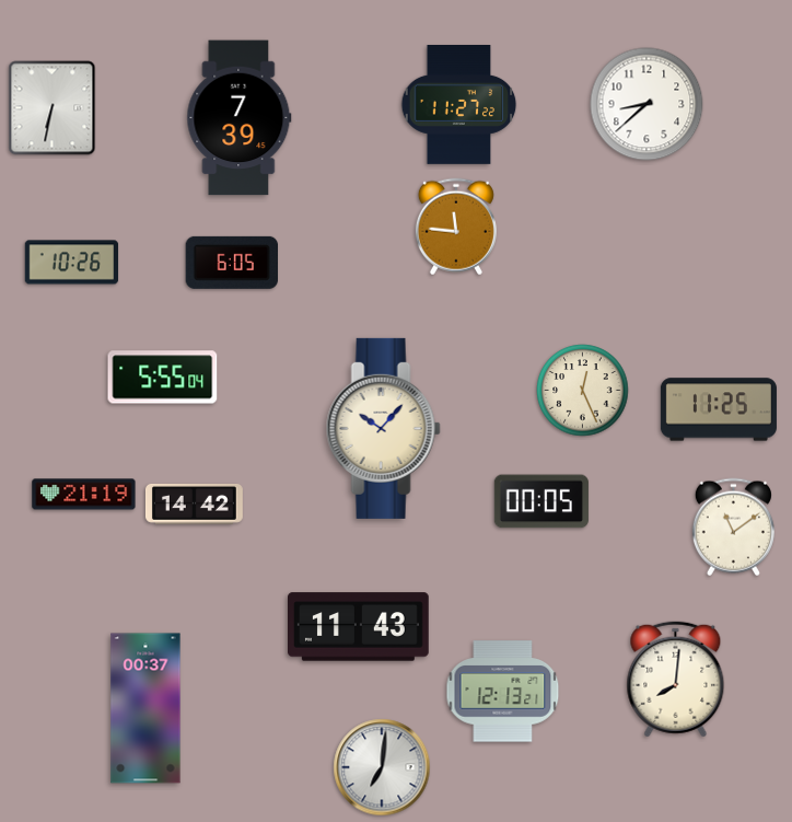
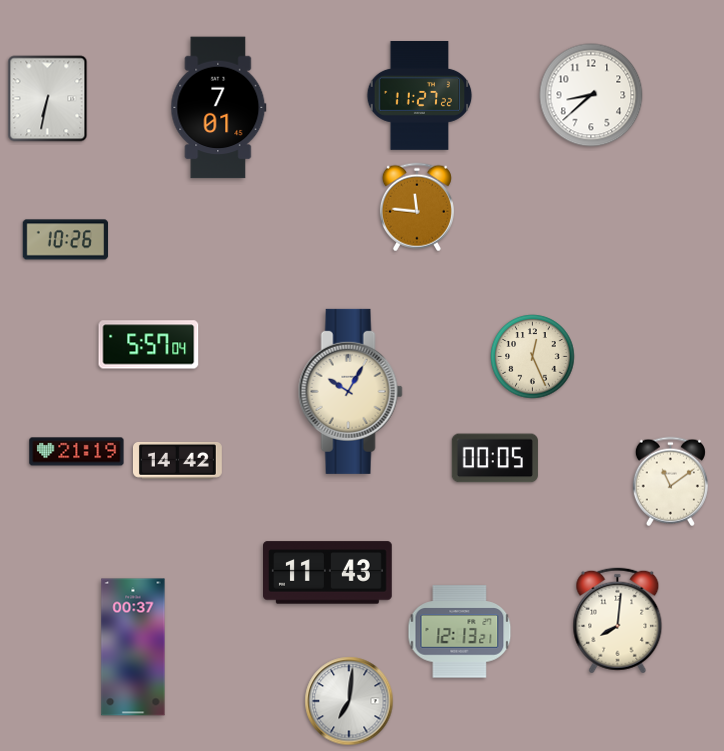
clock at (240, 118): 7:39 -> 7:01
clock at (231, 263): 6:05 -> none
clock at (163, 378): 5:55 -> 5:57
clock at (719, 409): 11:25 -> none
clock at (383, 428): 10:07 -> 10:05
